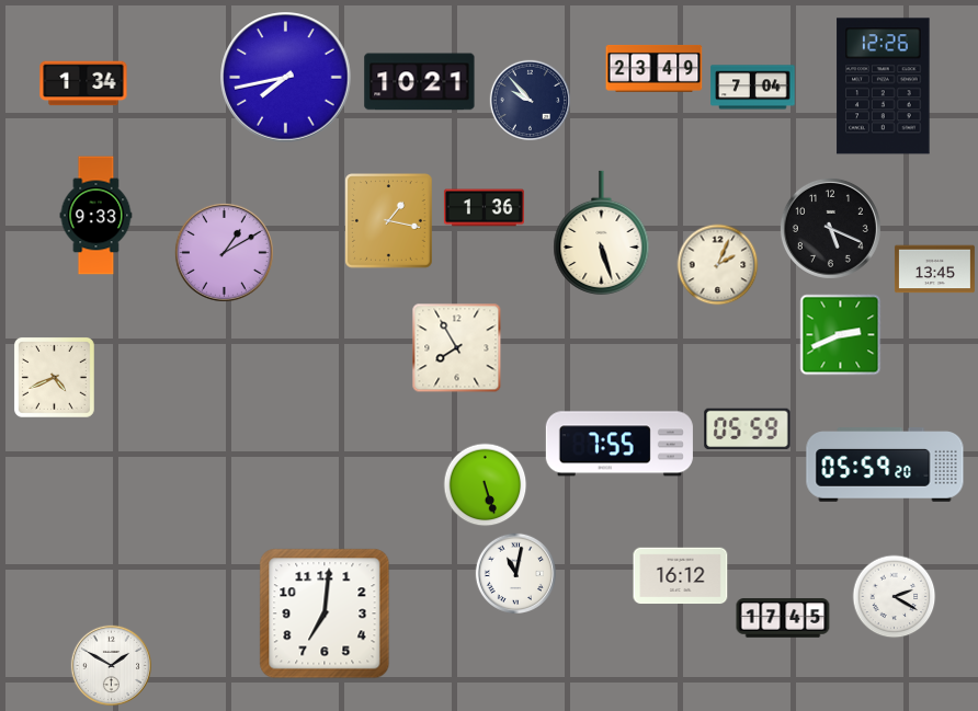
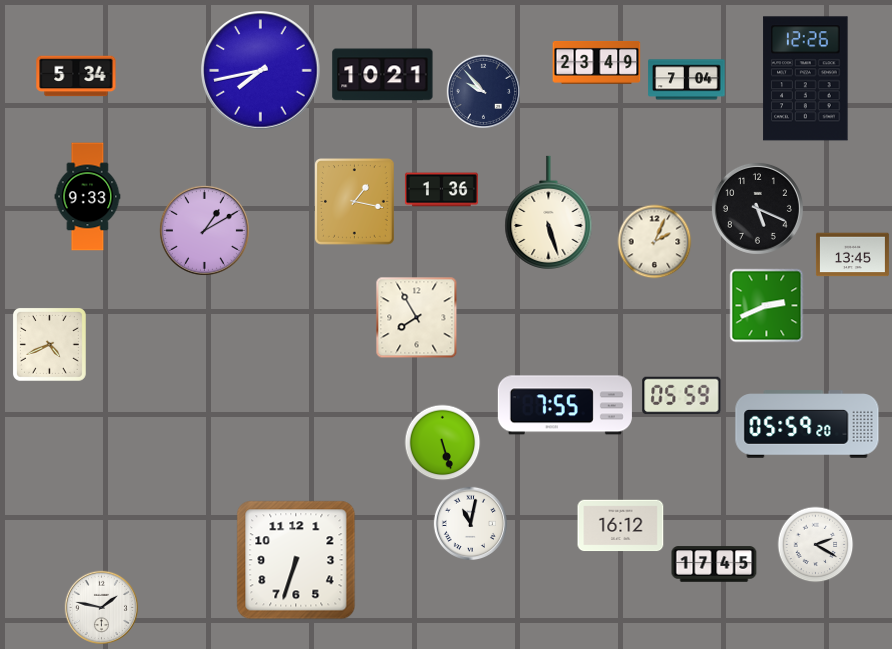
clock at (83, 83): 1:34 -> 5:34
clock at (934, 270) position: (934, 270) -> (852, 255)
clock at (748, 429) position: (748, 429) -> (682, 396)
clock at (325, 613): 7:01 -> 6:33
clock at (111, 665): 1:50 -> 1:47
